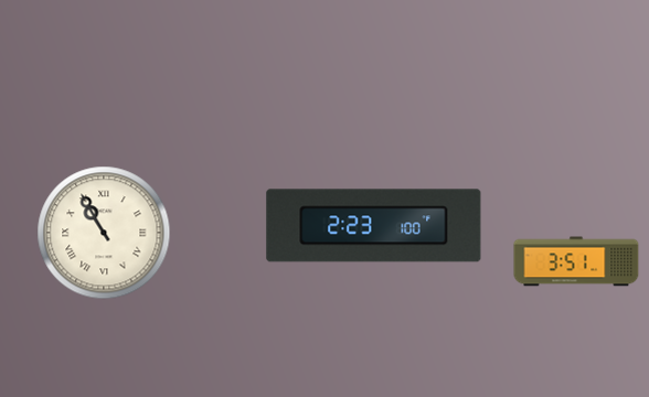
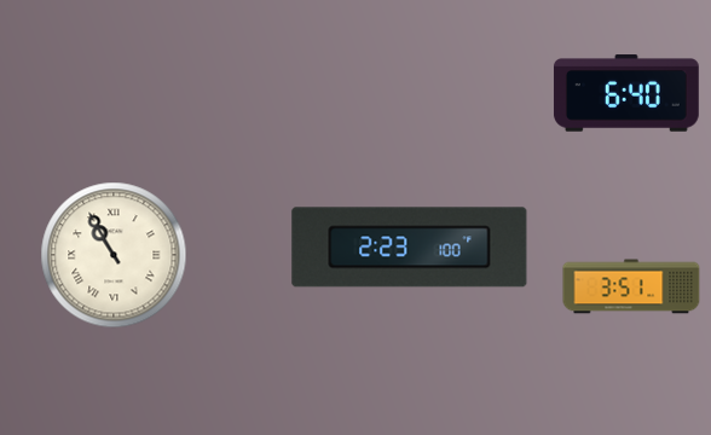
clock at (626, 93): none -> 6:40
